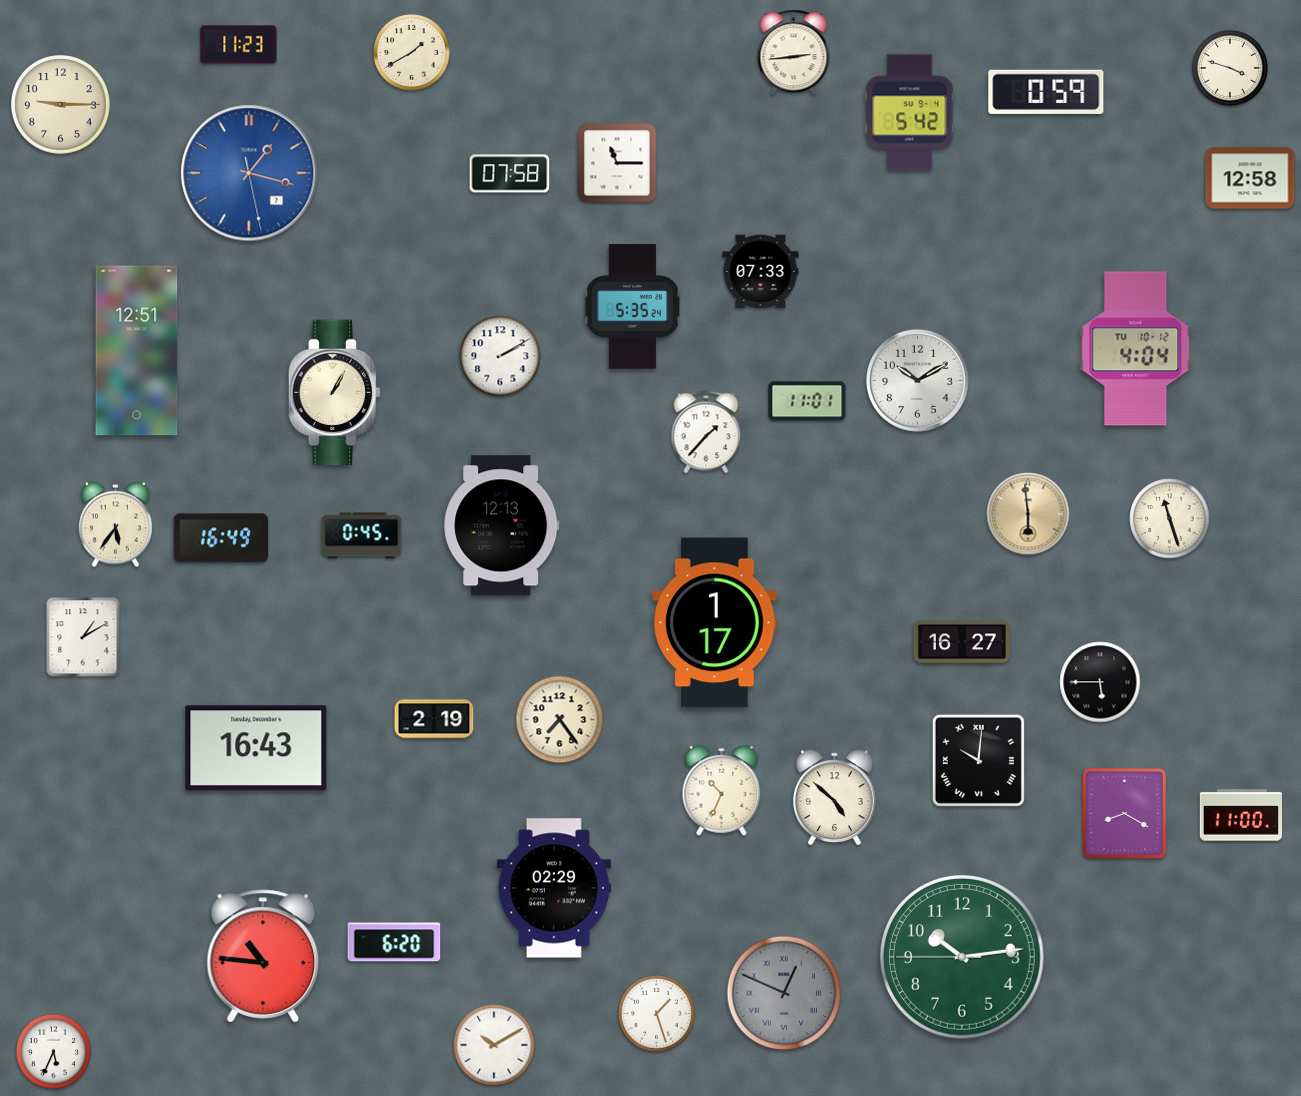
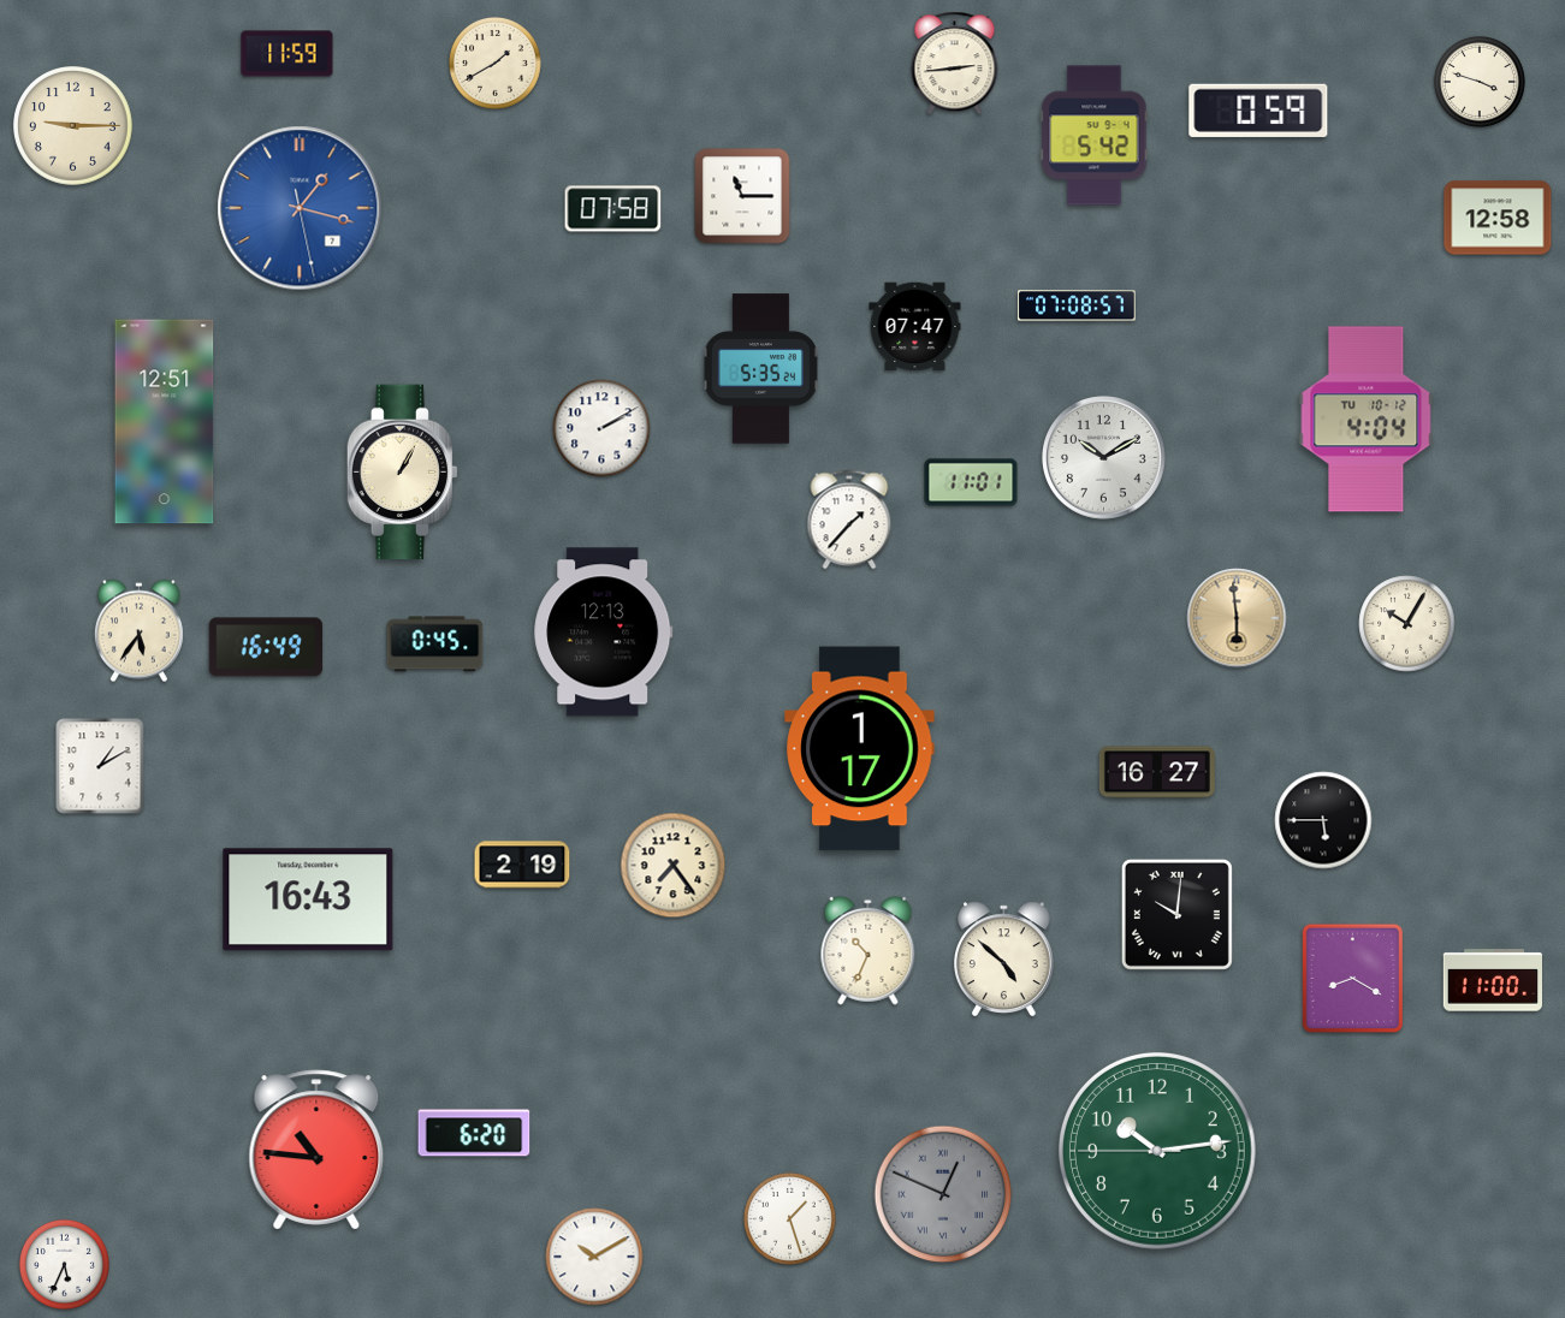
clock at (239, 45): 11:23 -> 11:59
clock at (1250, 178) position: (1250, 178) -> (1498, 218)
clock at (1078, 305): none -> 07:08
clock at (761, 272): 07:33 -> 07:47
clock at (1170, 519): 11:27 -> 10:05
clock at (554, 888): 02:29 -> none
